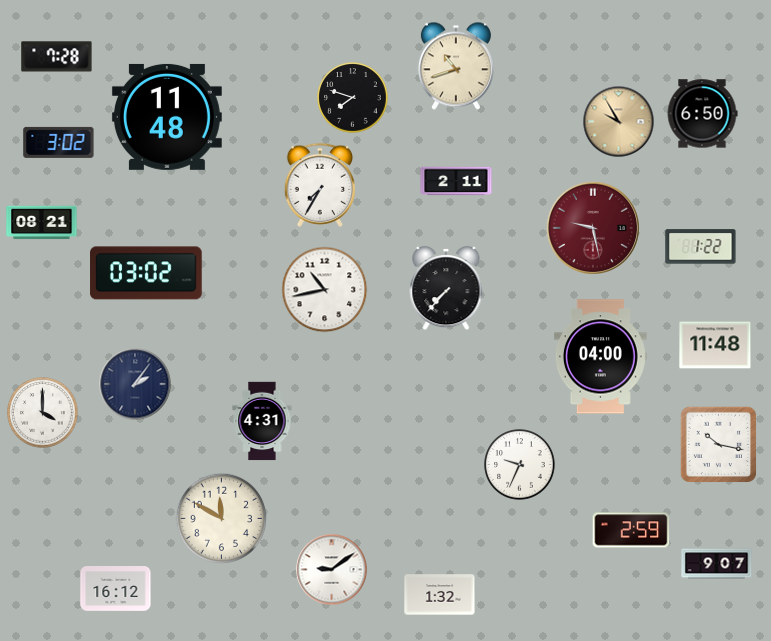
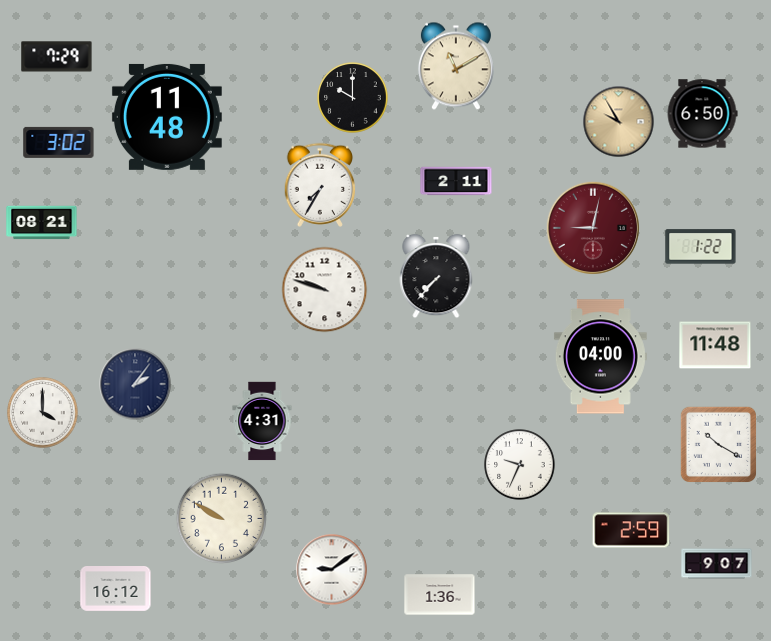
clock at (57, 57): 7:28 -> 7:29
clock at (456, 66): 10:42 -> 11:10
clock at (353, 98): 7:48 -> 10:00
clock at (593, 228): 9:28 -> 9:02
clock at (146, 273): 03:02 -> none
clock at (446, 288) position: (446, 288) -> (436, 276)
clock at (325, 290): 10:43 -> 9:48
clock at (718, 444): 10:17 -> 10:20
clock at (222, 519): 11:50 -> 9:50
clock at (440, 595): 1:32 -> 1:36
